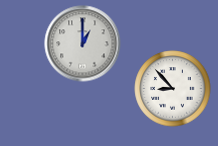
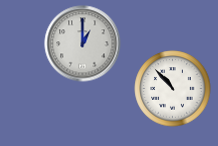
clock at (173, 89): 8:53 -> 10:53
